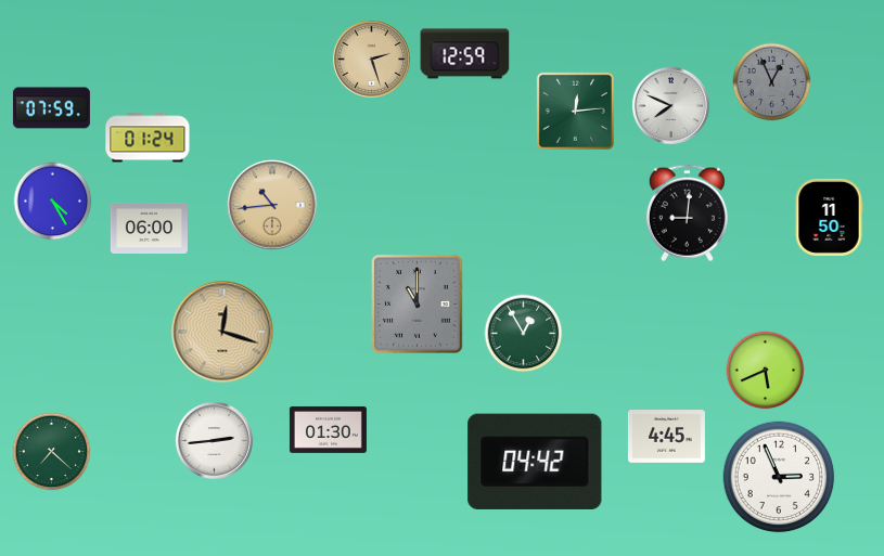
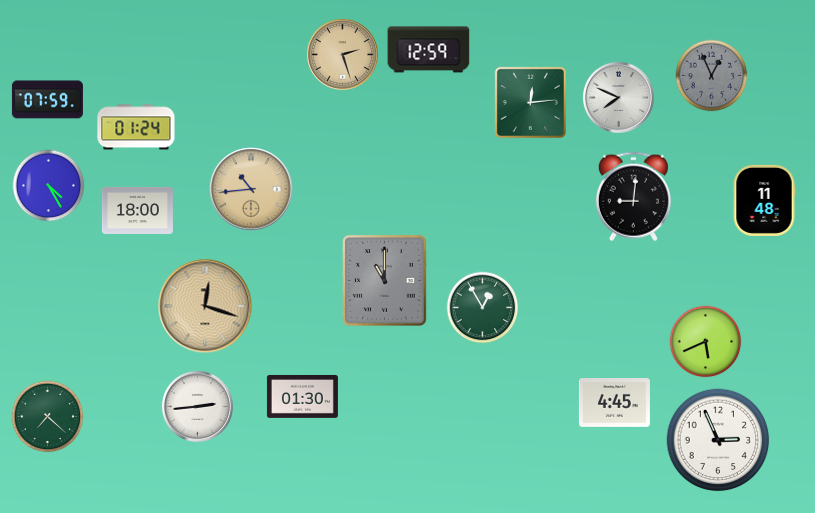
clock at (829, 217): 11:50 -> 11:48
clock at (149, 228): 06:00 -> 18:00
clock at (535, 462): 04:42 -> none
